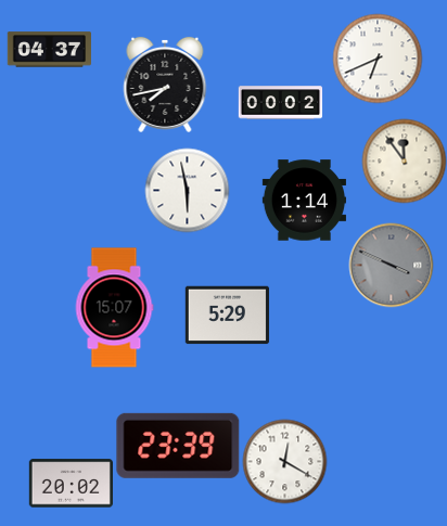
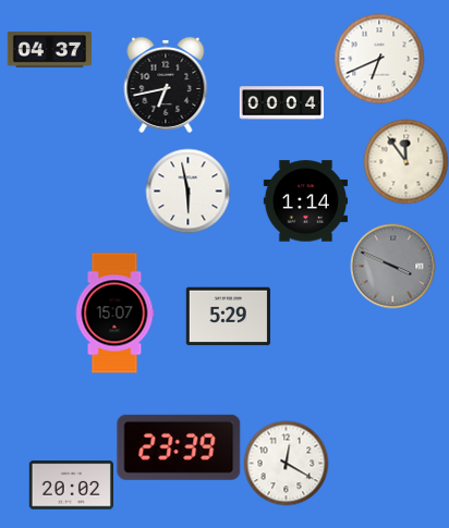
clock at (165, 85): 7:43 -> 6:43
clock at (280, 103): 00:02 -> 00:04
clock at (114, 308) position: (114, 308) -> (114, 314)
